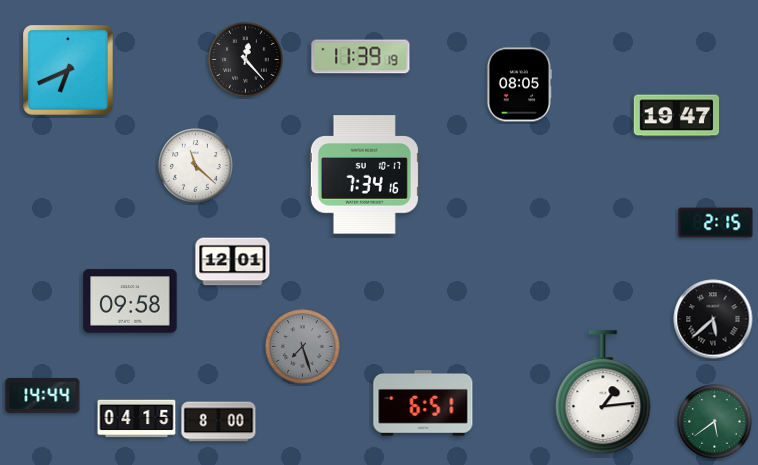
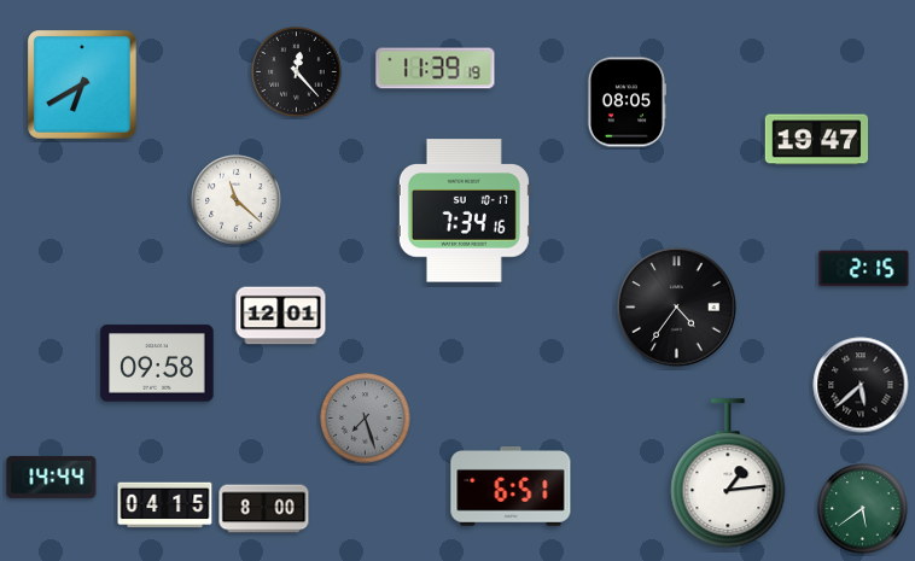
clock at (69, 71): 6:41 -> 6:40
clock at (364, 175) position: (364, 175) -> (464, 211)
clock at (677, 308): none -> 4:36
